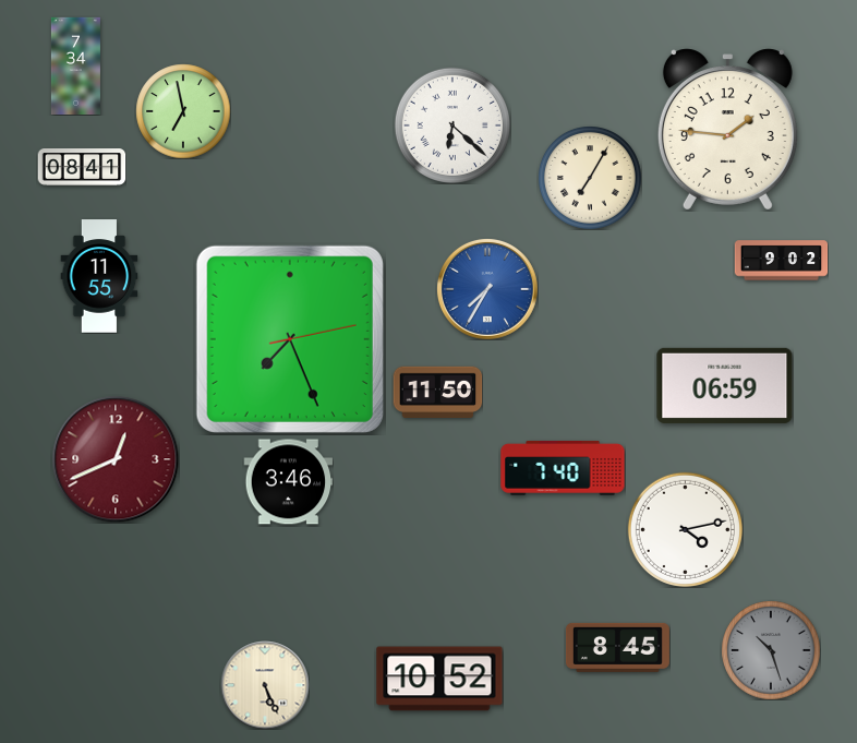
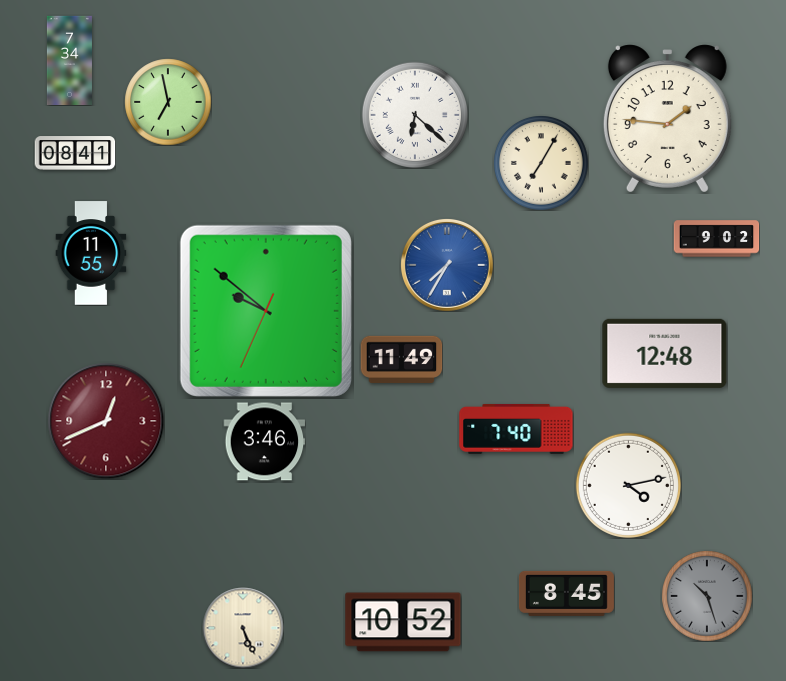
clock at (290, 339): 7:26 -> 9:51
clock at (725, 385): 06:59 -> 12:48
clock at (437, 392): 11:50 -> 11:49
